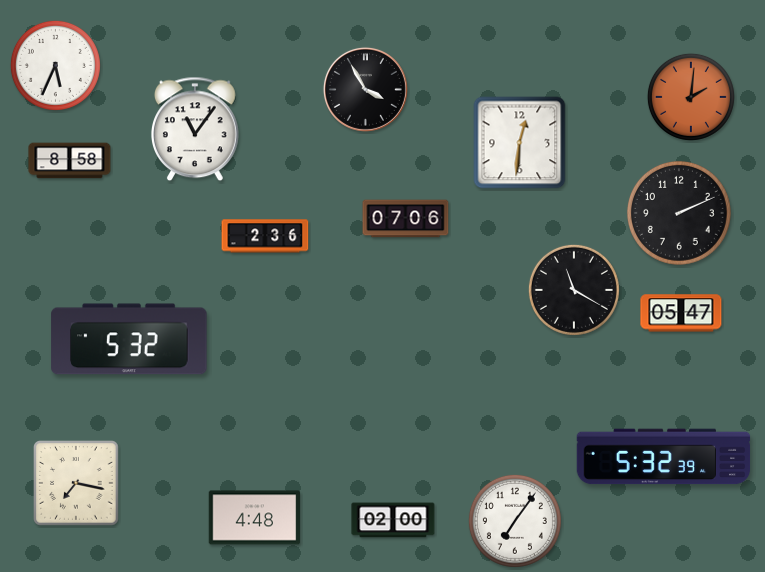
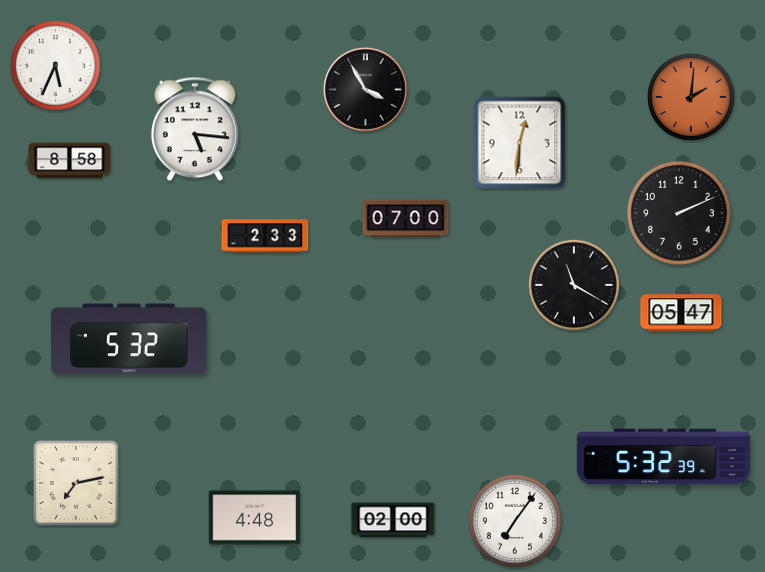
clock at (195, 129): 11:06 -> 5:16
clock at (406, 219): 07:06 -> 07:00
clock at (265, 236): 2:36 -> 2:33
clock at (574, 290) position: (574, 290) -> (574, 285)
clock at (76, 483): 7:17 -> 7:13
